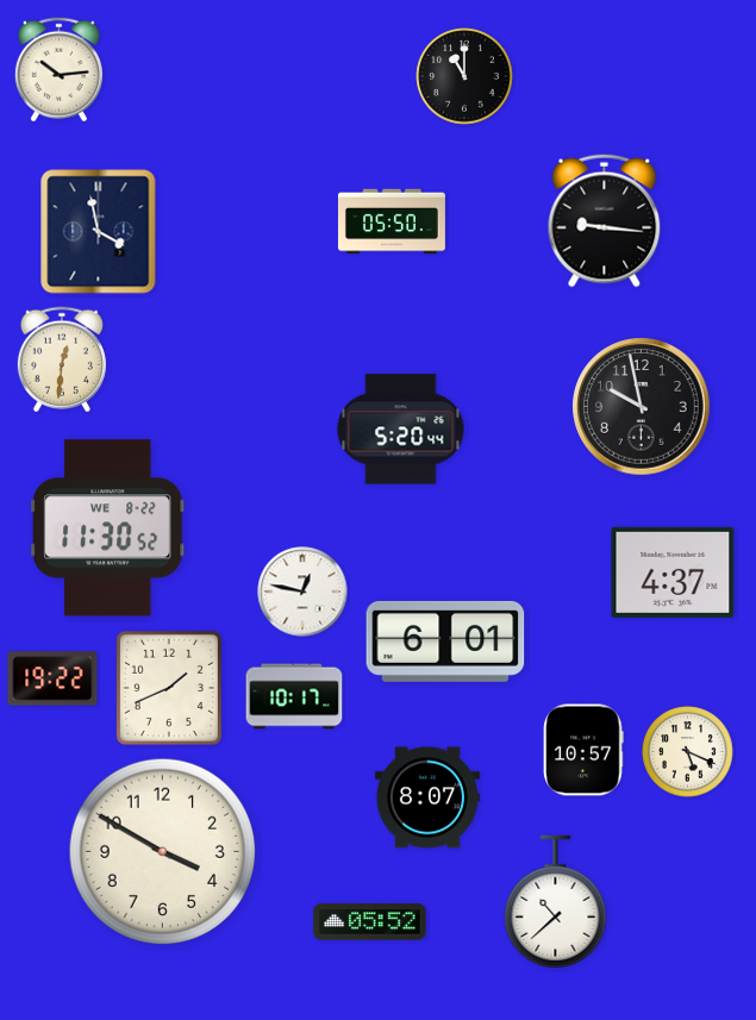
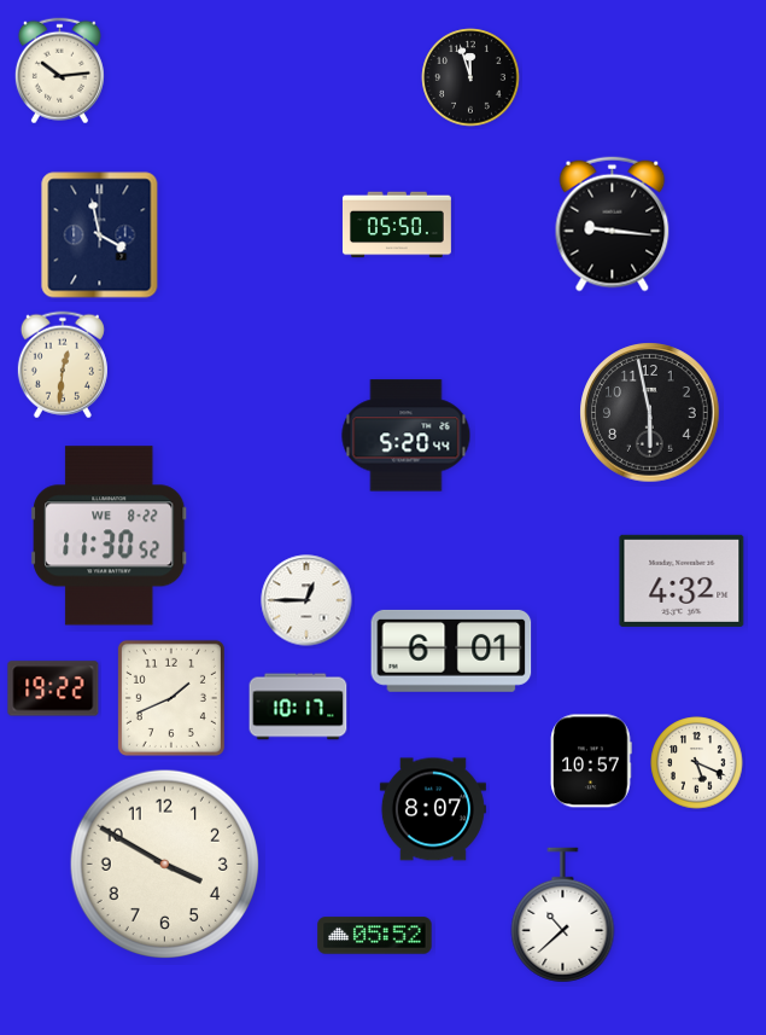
clock at (464, 76): 11:00 -> 11:57
clock at (642, 407): 9:58 -> 5:58
clock at (673, 572): 4:37 -> 4:32
clock at (302, 592): 12:47 -> 12:45
